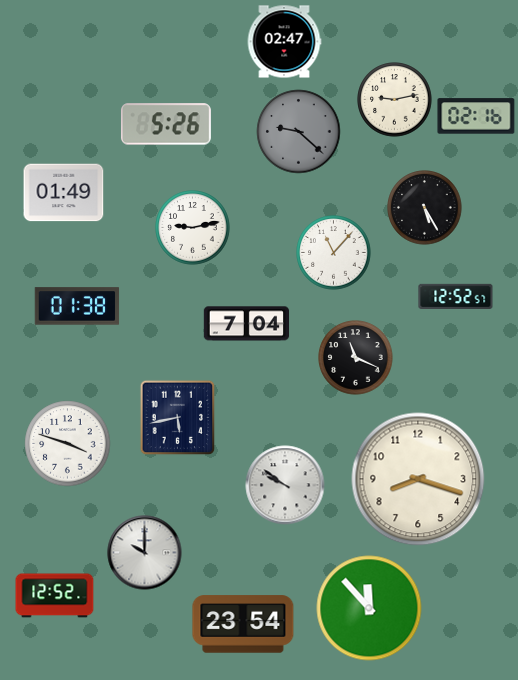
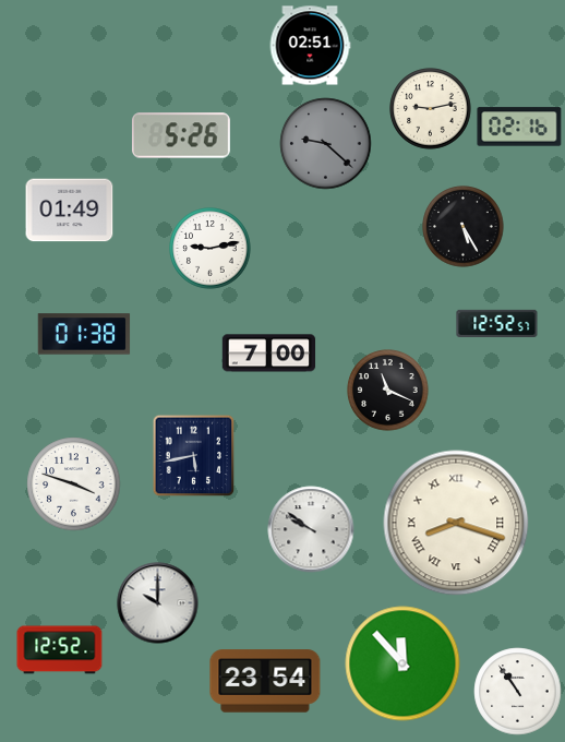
clock at (284, 42): 02:47 -> 02:51
clock at (334, 253): 11:07 -> none
clock at (247, 324): 7:04 -> 7:00
clock at (418, 479) numerals: Arabic -> Roman
clock at (518, 692): none -> 10:54
